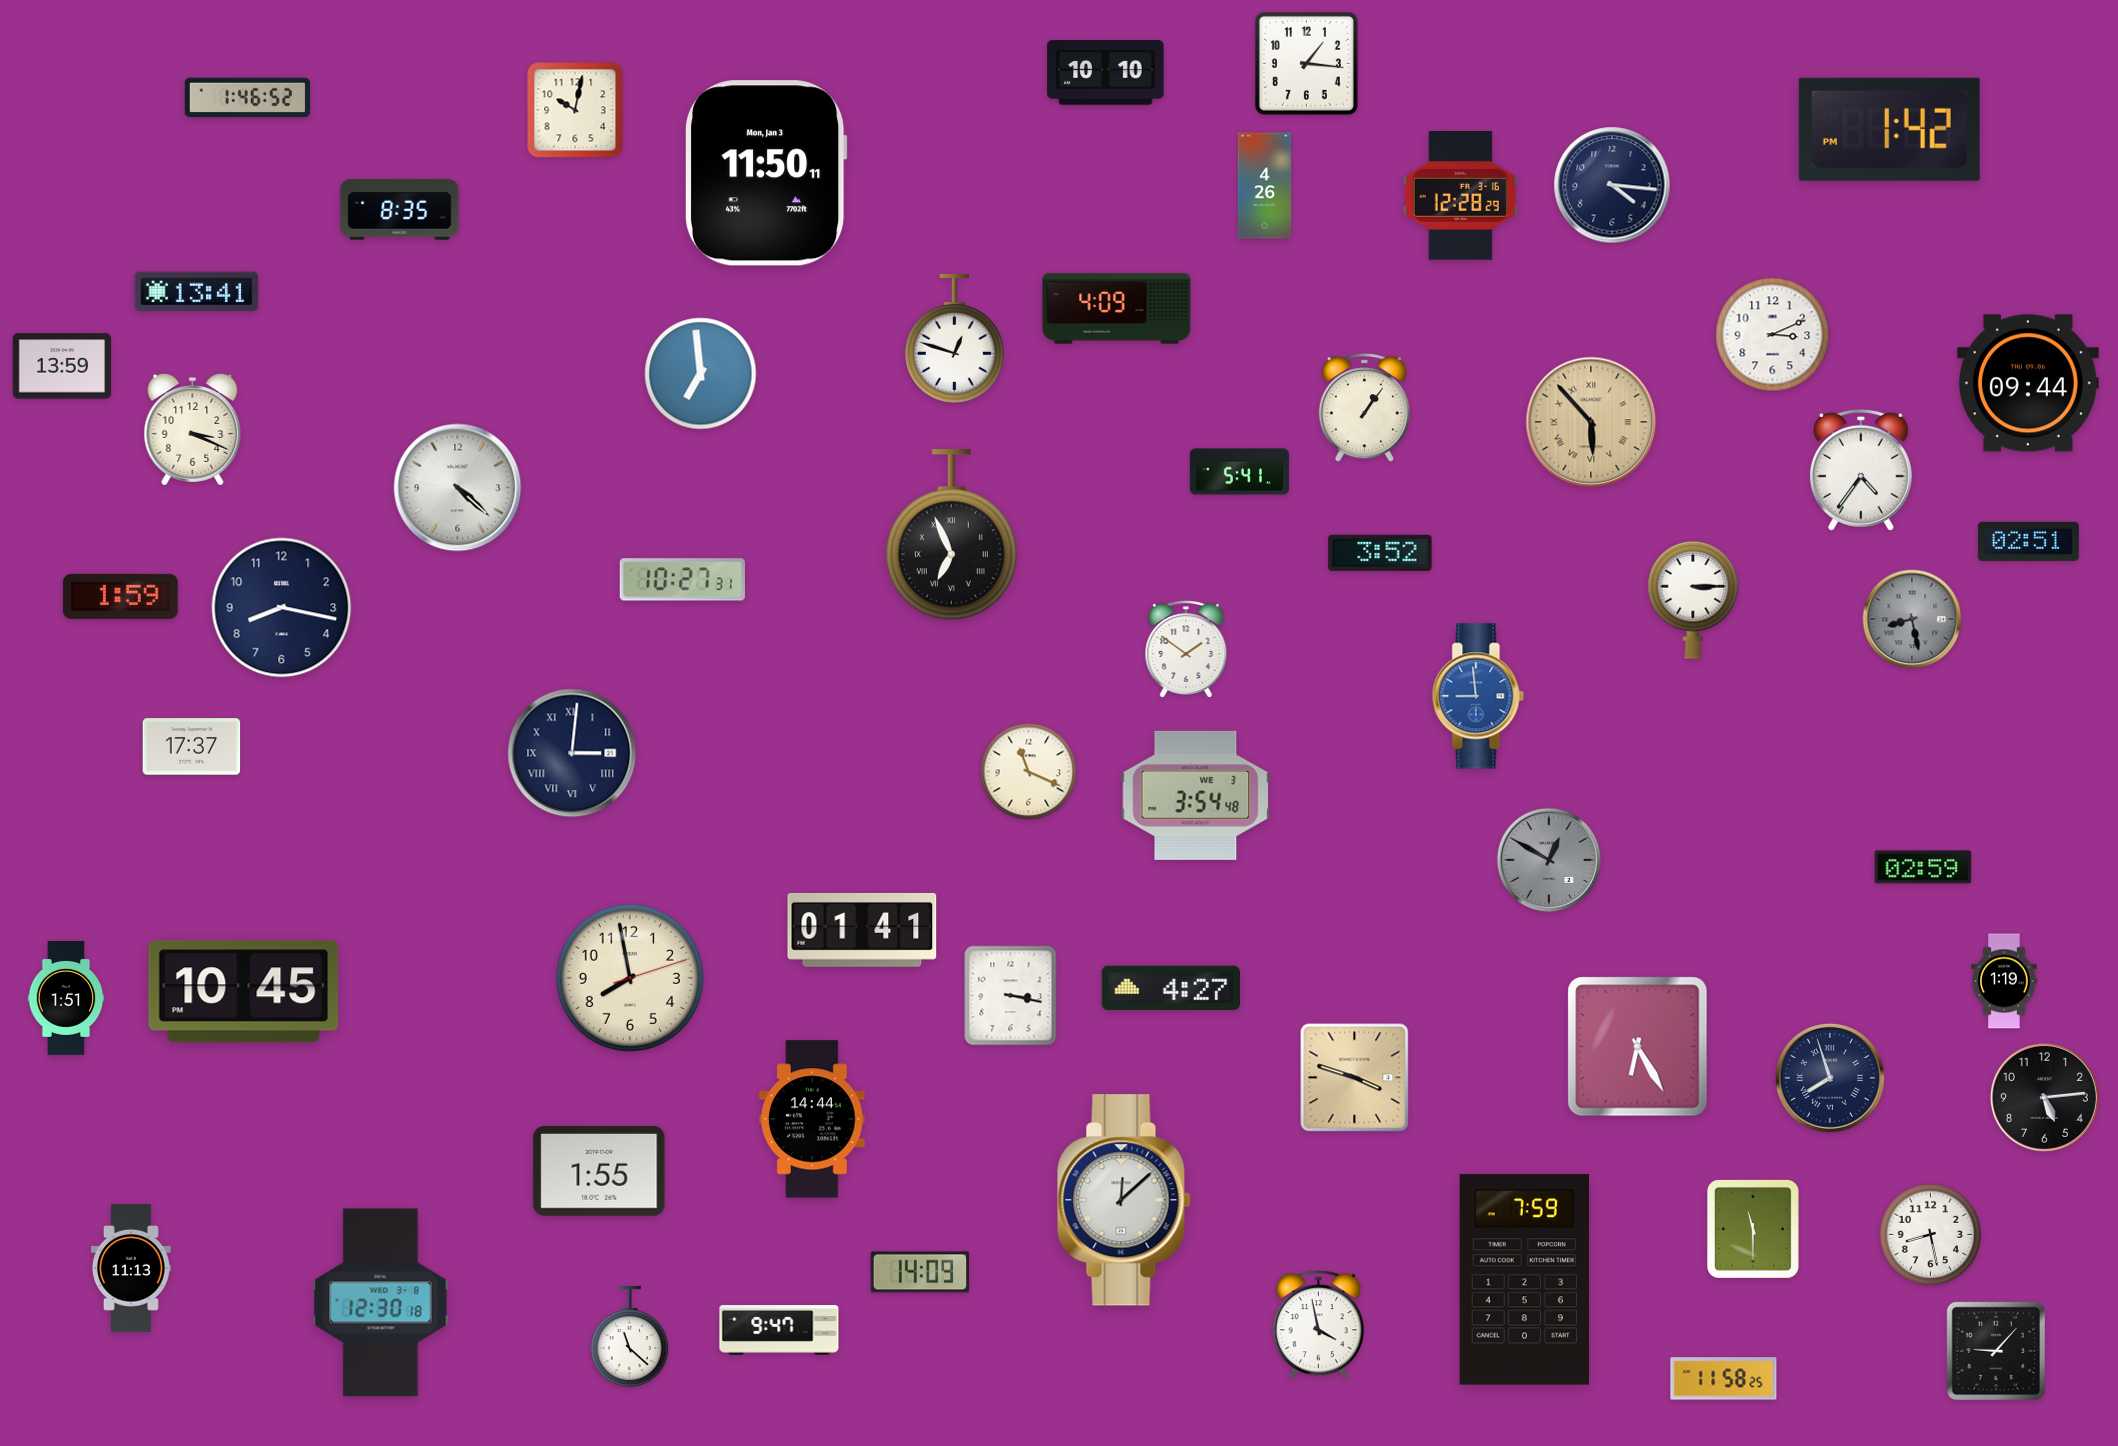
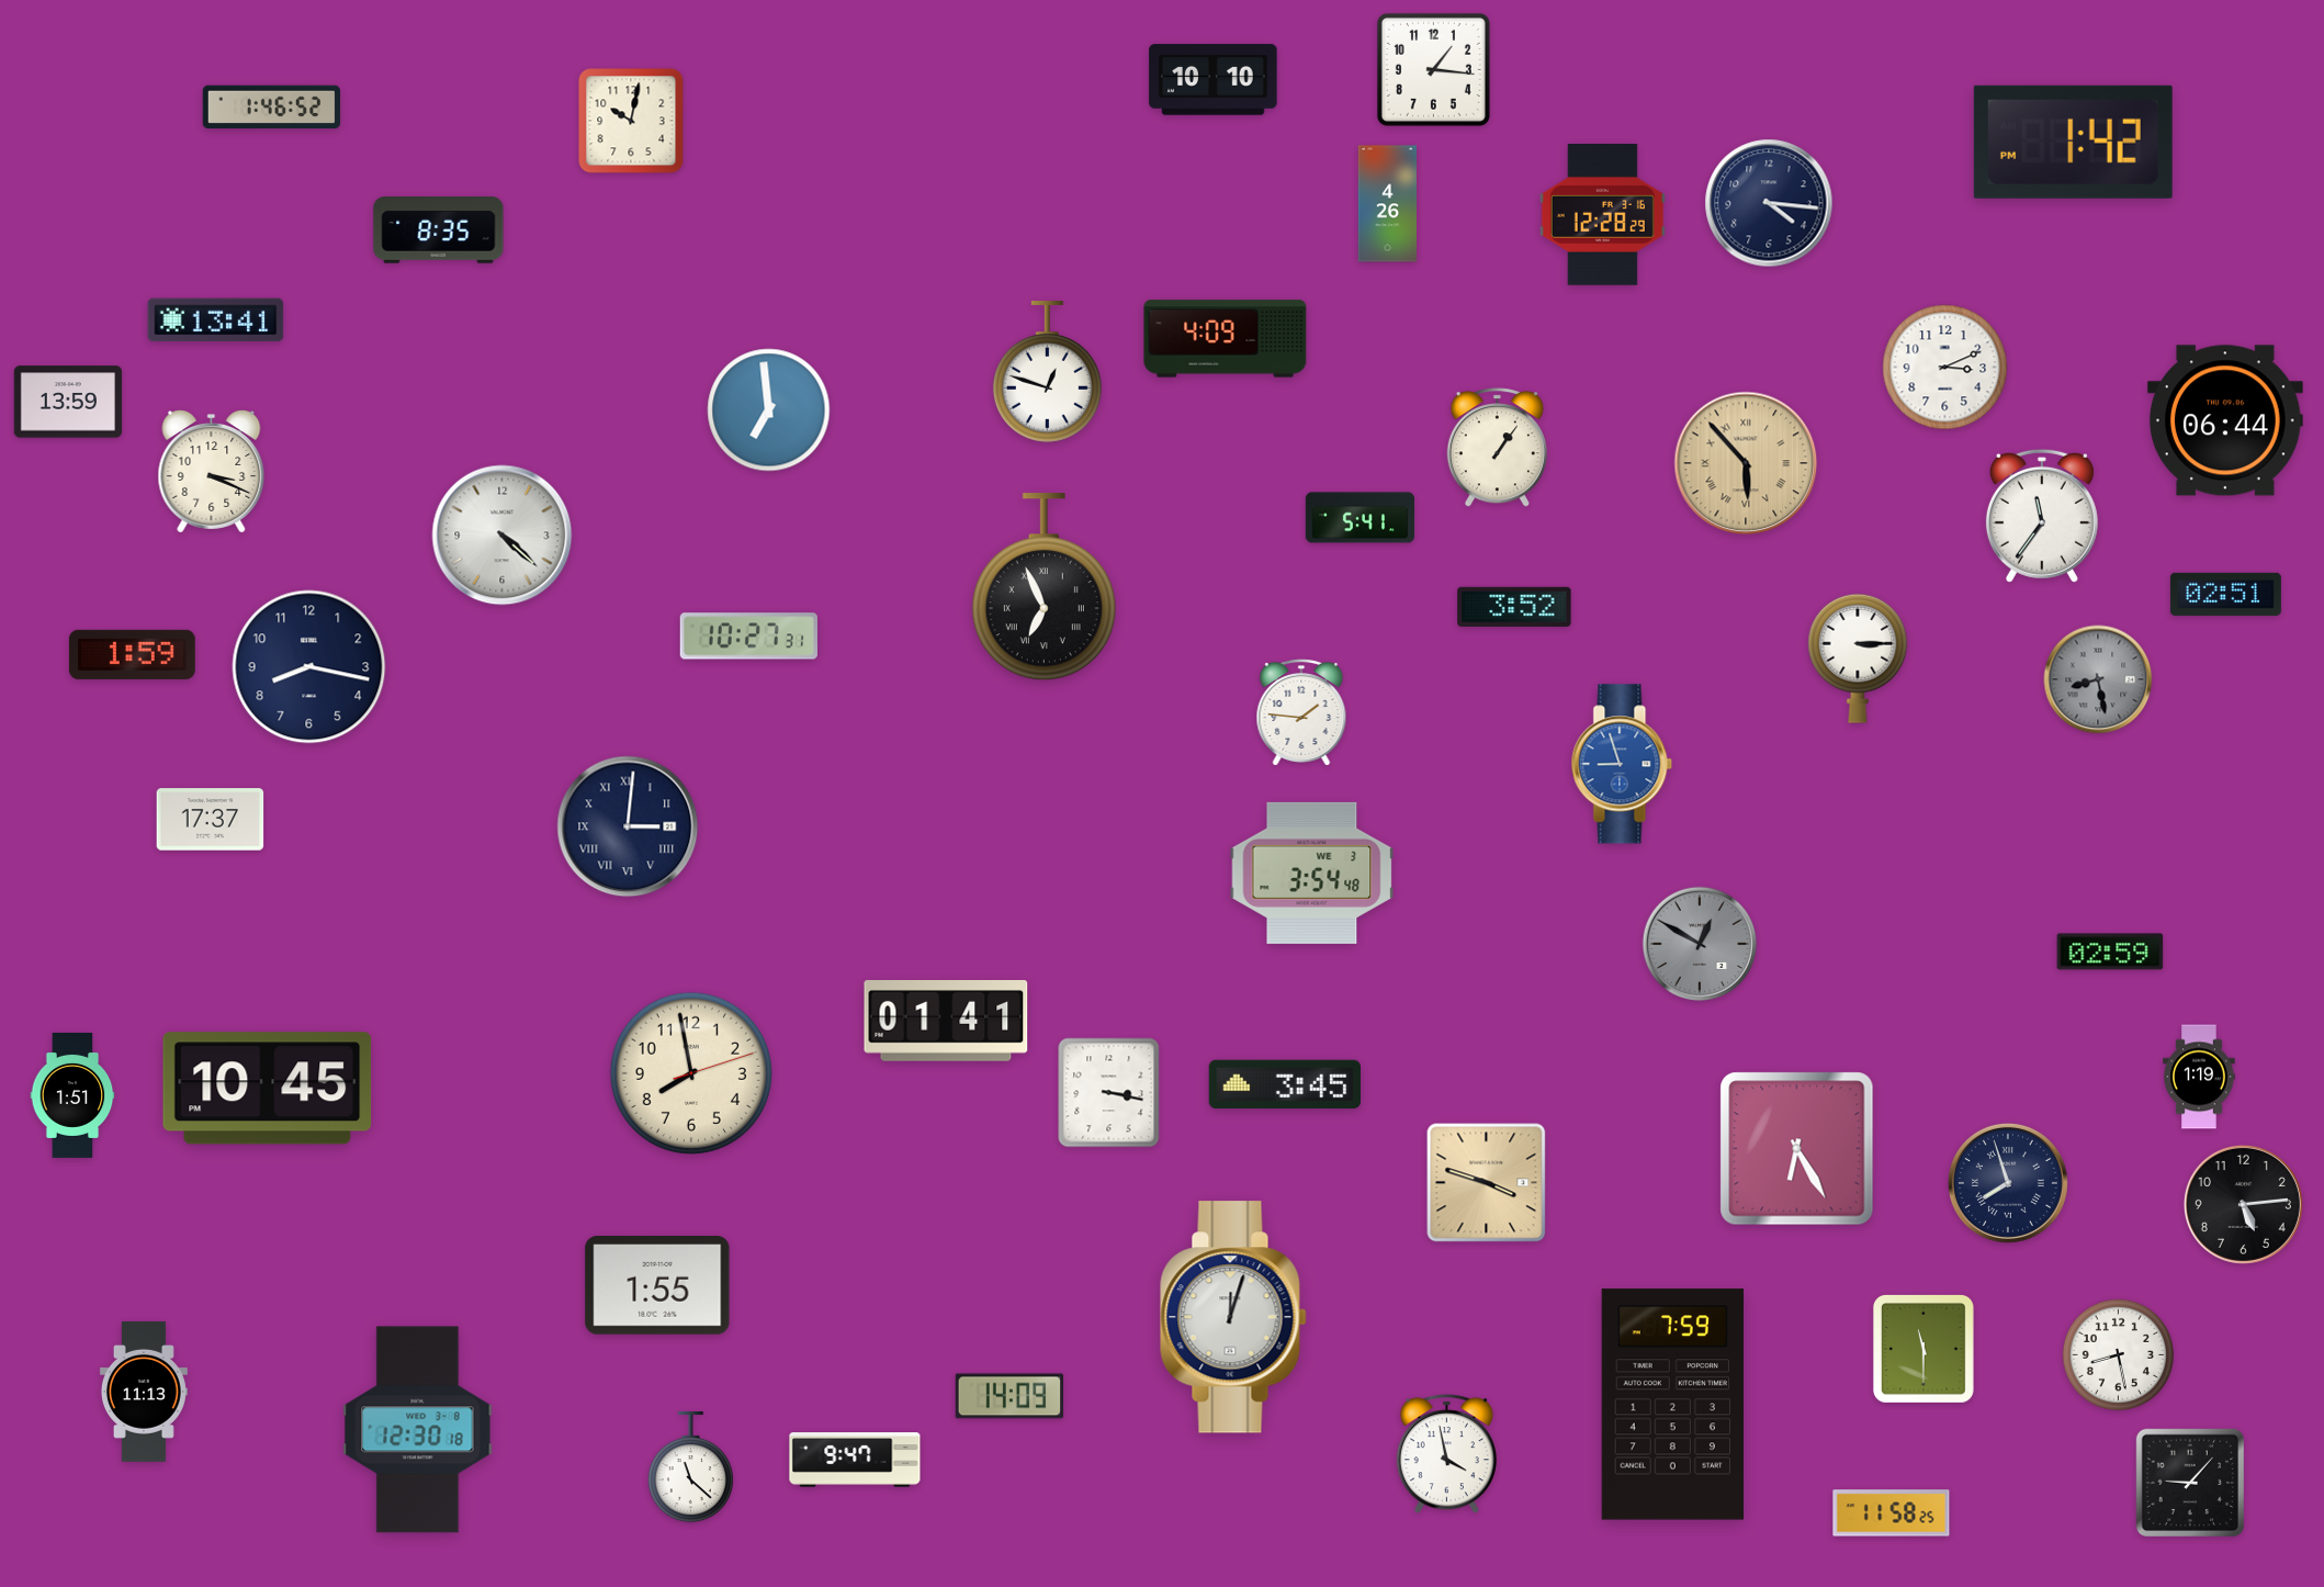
clock at (766, 173): 11:50 -> none
clock at (2028, 383): 09:44 -> 06:44
clock at (1861, 470): 4:36 -> 11:36
clock at (1186, 650): 1:51 -> 1:46
clock at (1478, 696): 8:59 -> 8:57
clock at (1029, 772): 11:19 -> none
clock at (1170, 988): 4:27 -> 3:45
clock at (812, 1119): 14:44 -> none
clock at (1124, 1200): 12:08 -> 12:03
